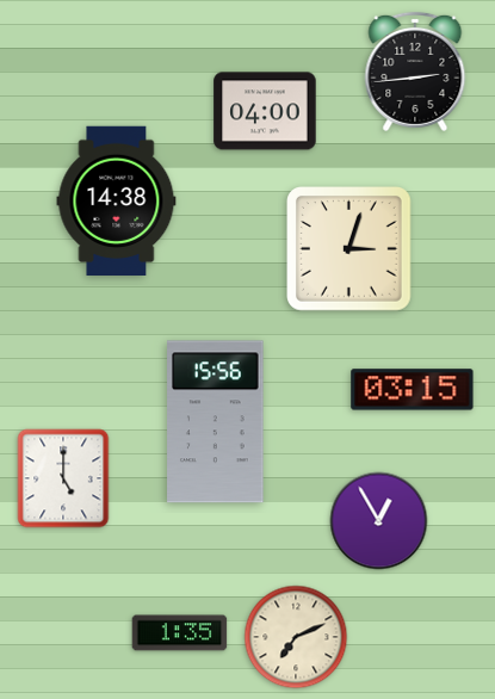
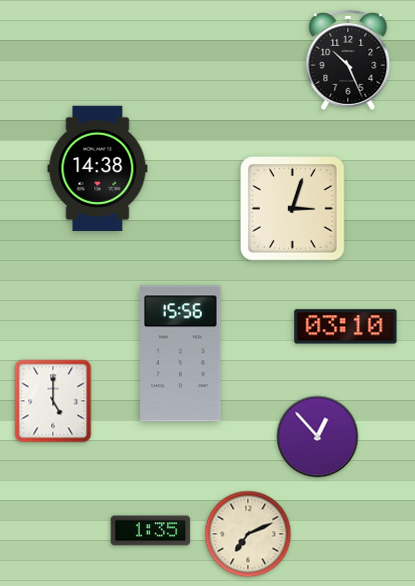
clock at (415, 72): 2:44 -> 10:26
clock at (265, 111): 04:00 -> none
clock at (413, 390): 03:15 -> 03:10
clock at (379, 521): 12:55 -> 12:53
